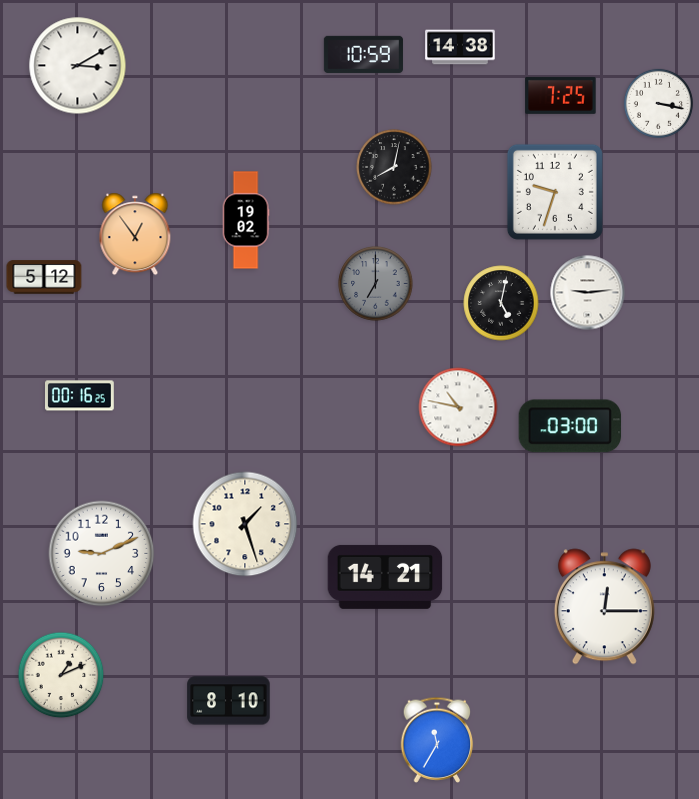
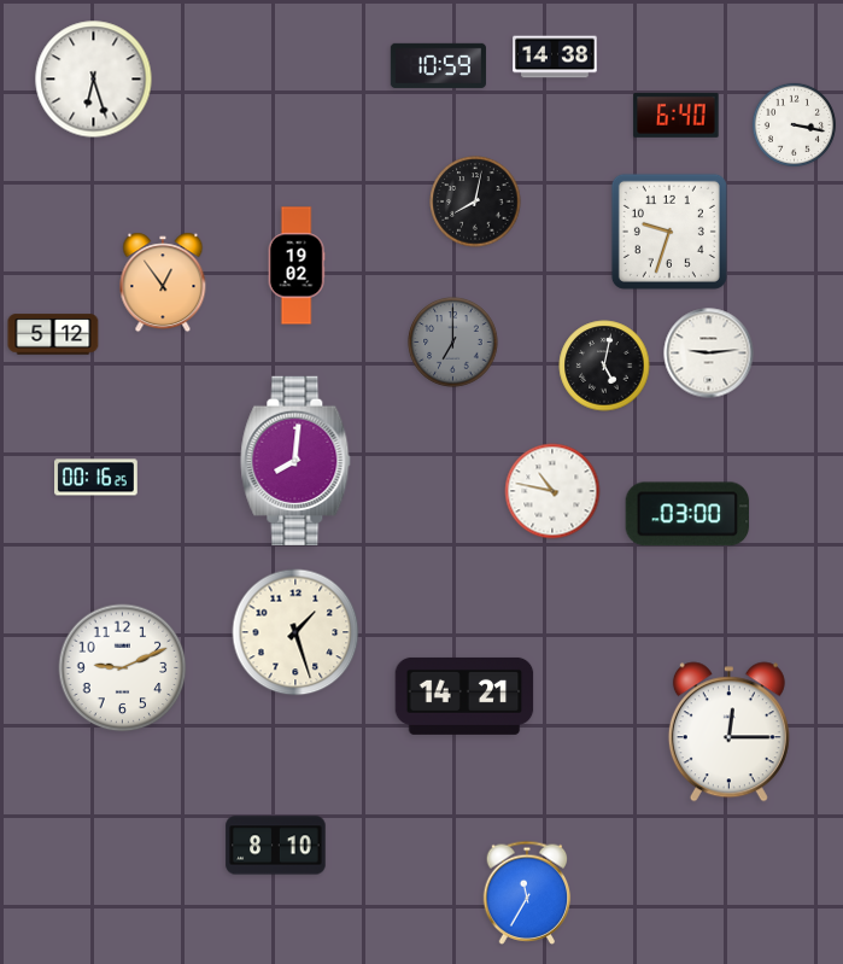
clock at (78, 66): 3:10 -> 6:27
clock at (561, 96): 7:25 -> 6:40
clock at (295, 461): none -> 8:01
clock at (61, 675): 1:11 -> none
